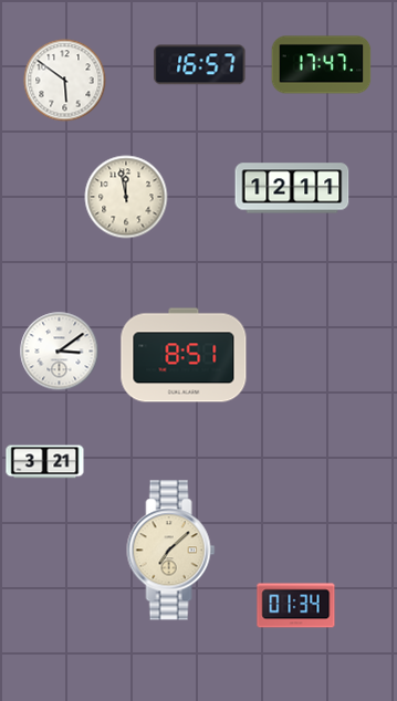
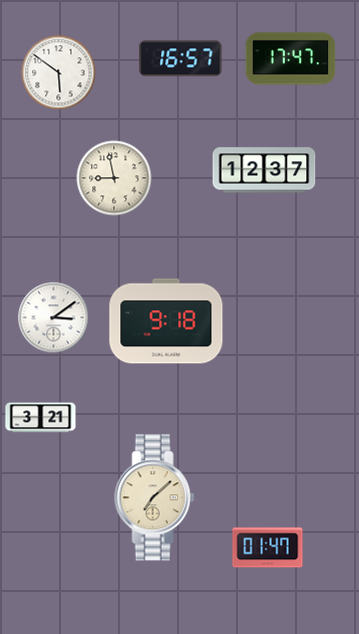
clock at (292, 188): 12:11 -> 12:37
clock at (126, 197): 11:58 -> 8:58
clock at (184, 355): 8:51 -> 9:18
clock at (296, 606): 01:34 -> 01:47
